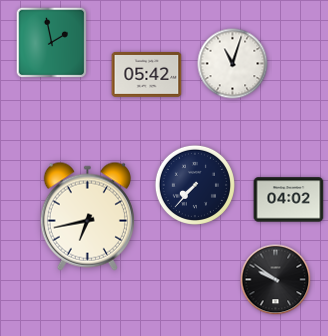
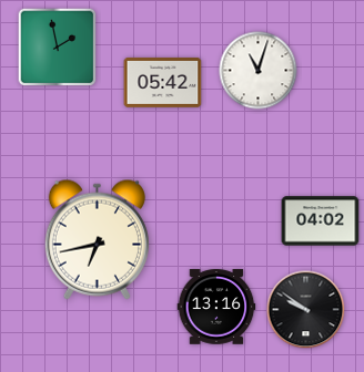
clock at (195, 185): 7:37 -> none
clock at (216, 308): none -> 13:16
